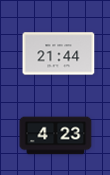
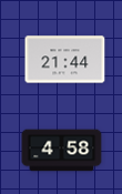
clock at (56, 136): 4:23 -> 4:58
